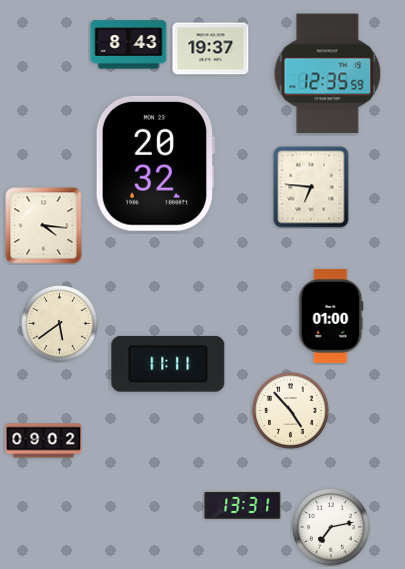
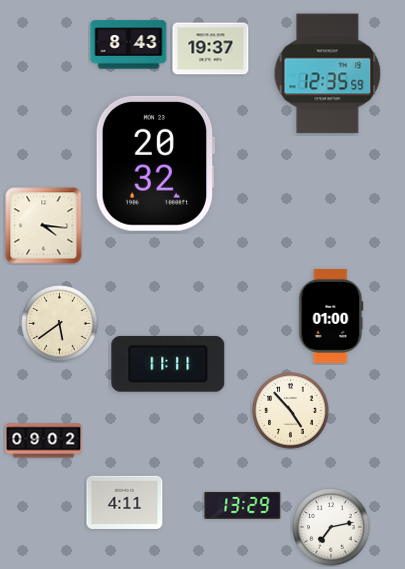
clock at (311, 187): 6:46 -> none
clock at (125, 502): none -> 4:11
clock at (243, 505): 13:31 -> 13:29
